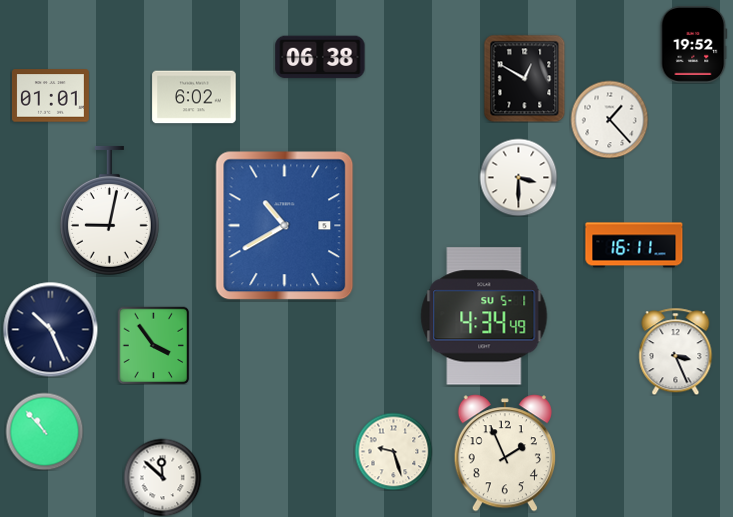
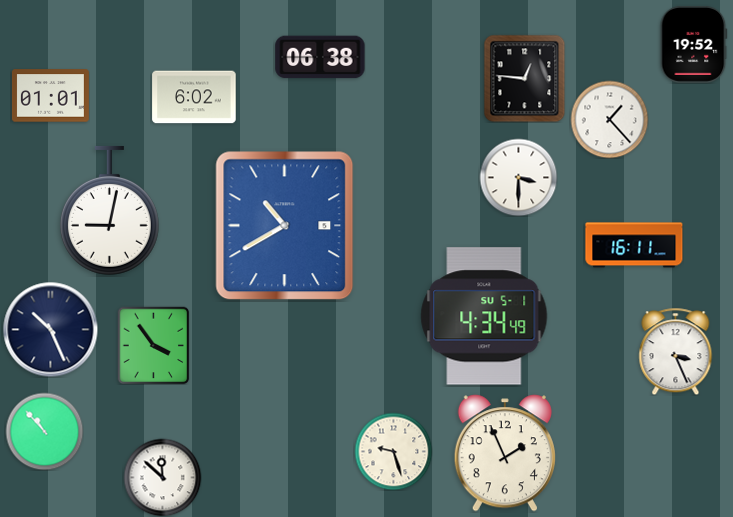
clock at (525, 78): 12:50 -> 12:46
